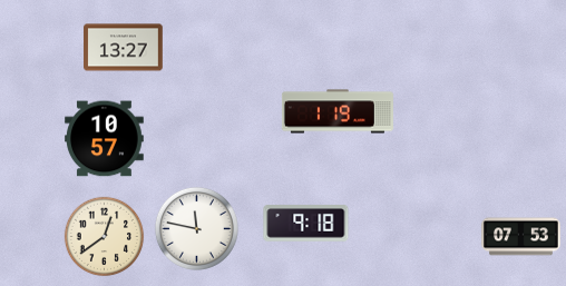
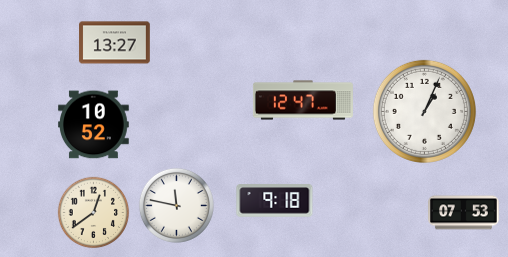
clock at (124, 48) position: (124, 48) -> (115, 43)
clock at (338, 111): 1:19 -> 12:47
clock at (424, 111): none -> 1:04
clock at (105, 139): 10:57 -> 10:52
clock at (521, 237) position: (521, 237) -> (464, 213)
